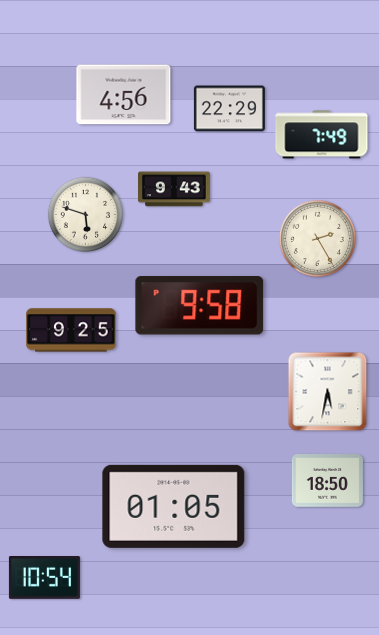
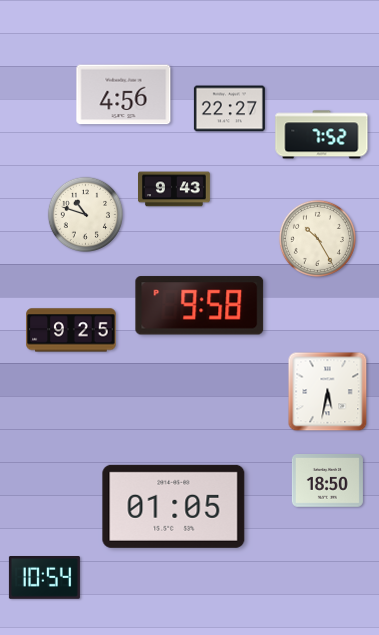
clock at (229, 109): 22:29 -> 22:27
clock at (322, 135): 7:49 -> 7:52
clock at (85, 214): 5:48 -> 10:48
clock at (317, 238): 2:25 -> 10:25
